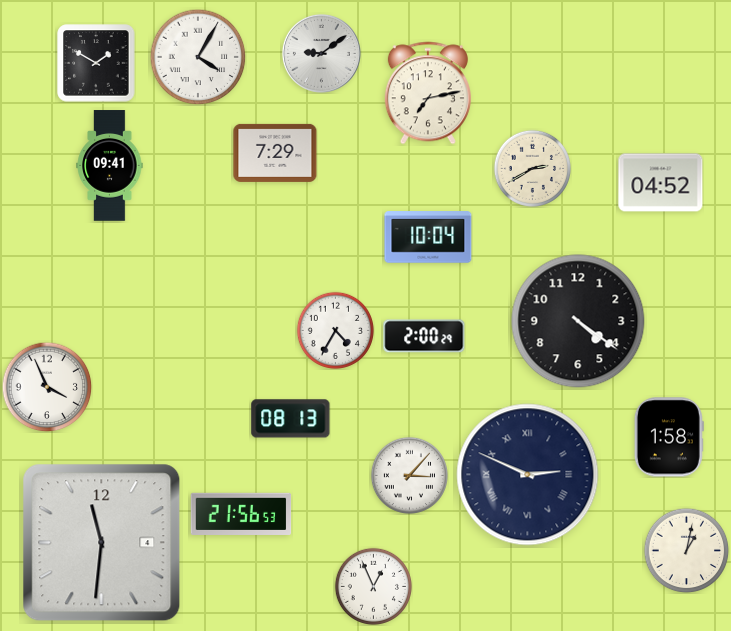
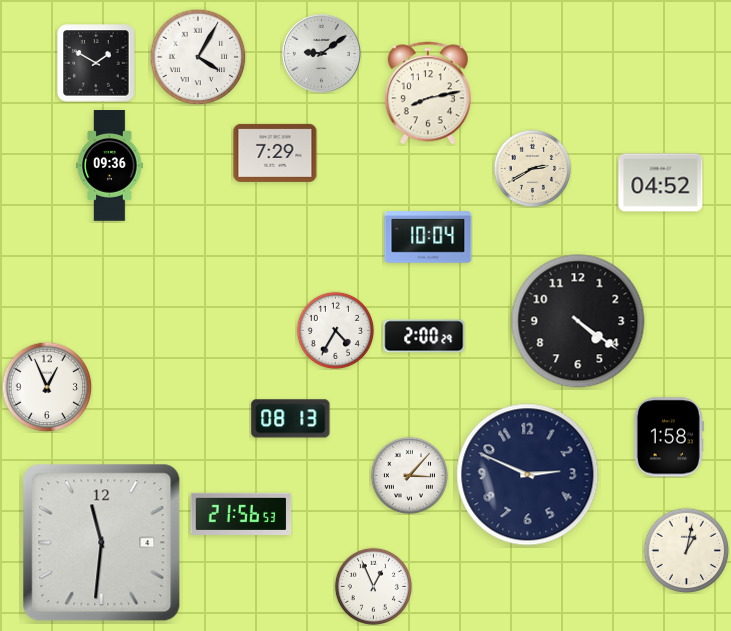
clock at (428, 93): 7:13 -> 8:13
clock at (110, 166): 09:41 -> 09:36
clock at (47, 387): 3:56 -> 12:56
clock at (528, 475) numerals: Roman -> Arabic
